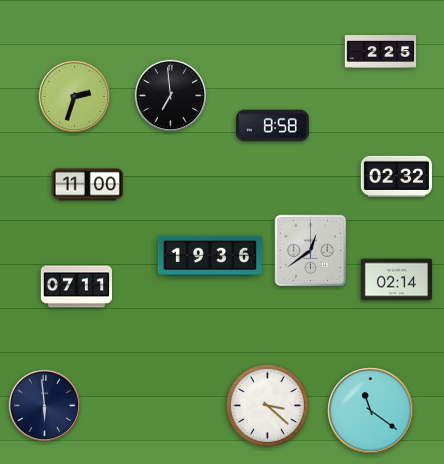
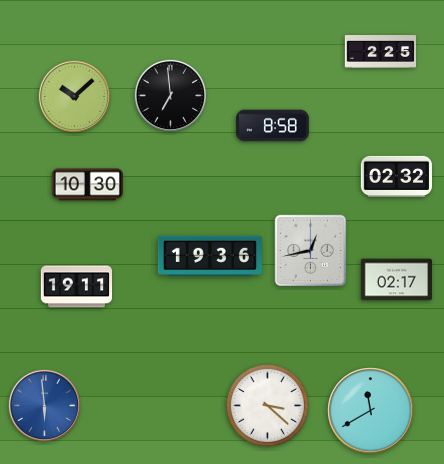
clock at (75, 97): 2:33 -> 10:08
clock at (87, 185): 11:00 -> 10:30
clock at (311, 251): 12:39 -> 12:43
clock at (396, 280): 02:14 -> 02:17
clock at (77, 287): 07:11 -> 19:11
clock at (45, 406) dial: navy -> blue
clock at (371, 411): 11:21 -> 11:40
